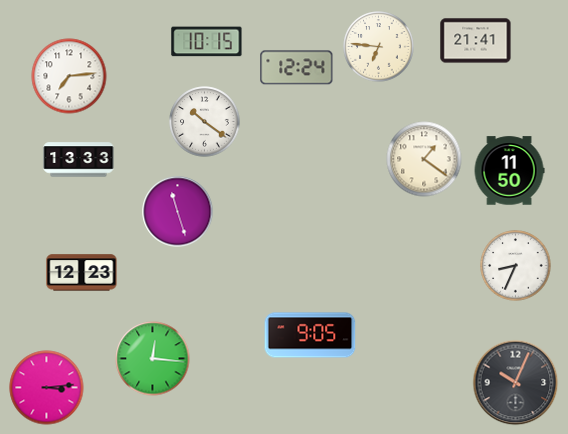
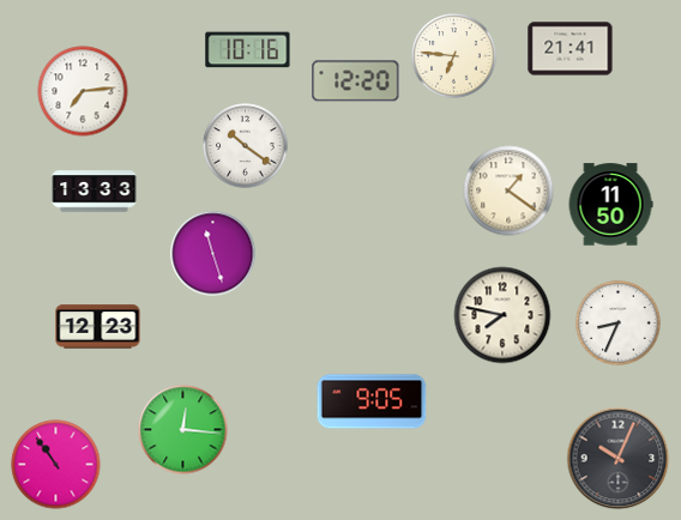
clock at (207, 42): 10:15 -> 10:16
clock at (297, 68): 12:24 -> 12:20
clock at (502, 315): none -> 7:47
clock at (516, 266) position: (516, 266) -> (619, 324)
clock at (47, 388): 3:14 -> 10:54
